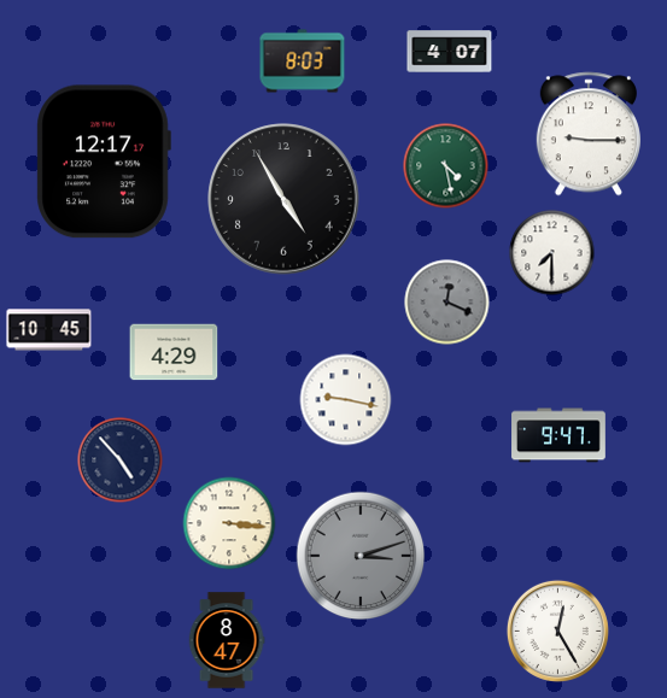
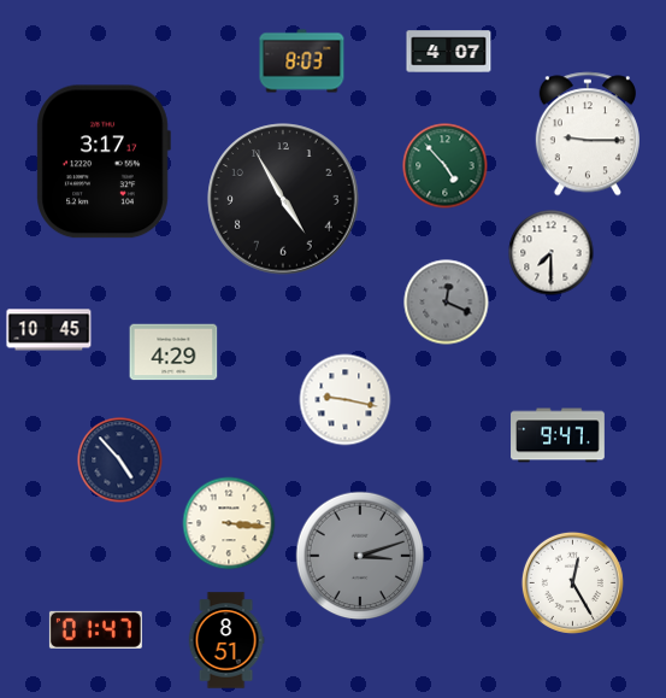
clock at (104, 162): 12:17 -> 3:17
clock at (446, 166): 4:28 -> 4:53
clock at (95, 629): none -> 01:47
clock at (557, 630) position: (557, 630) -> (572, 582)
clock at (227, 640): 8:47 -> 8:51
